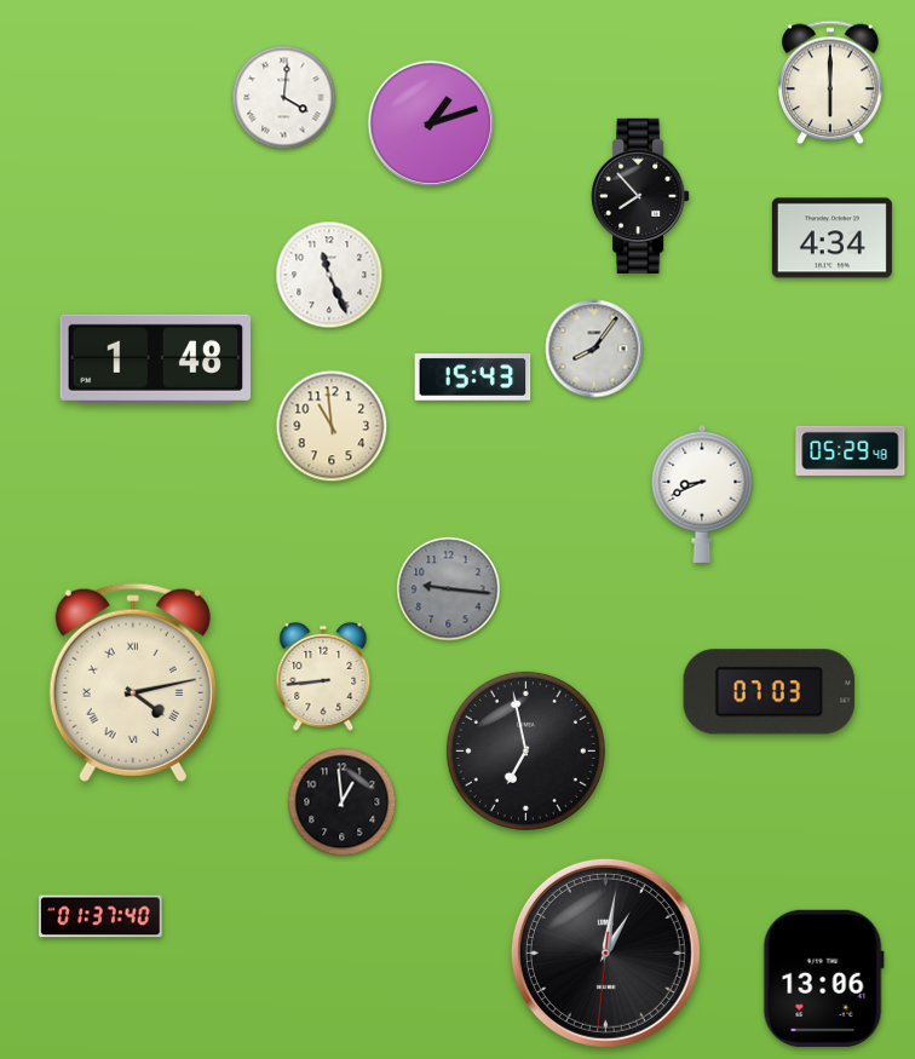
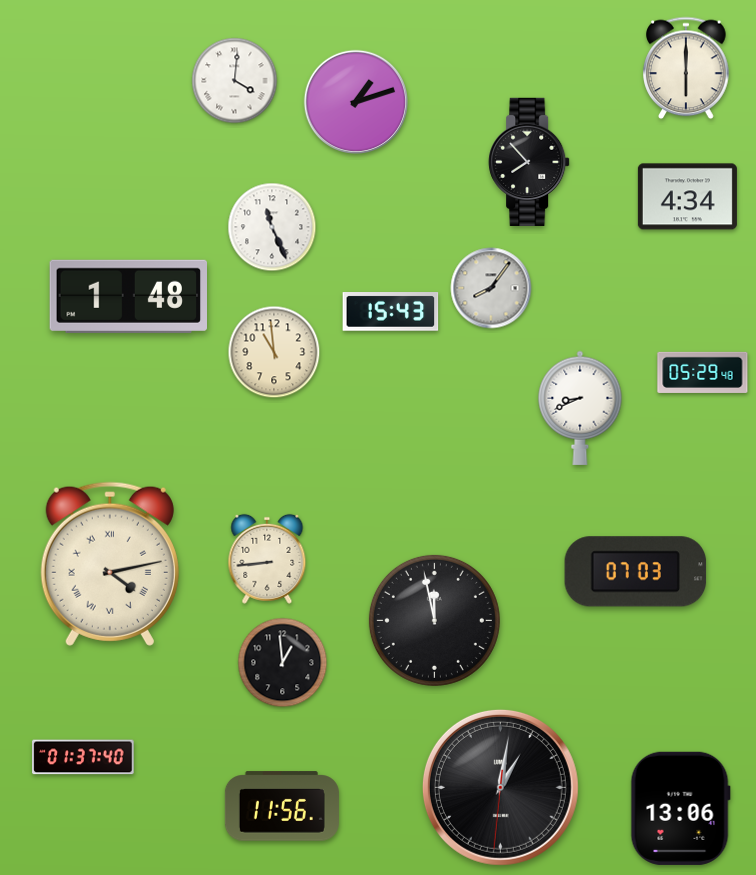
clock at (449, 589): 9:16 -> none
clock at (525, 750): 6:58 -> 11:58
clock at (282, 806): none -> 11:56
